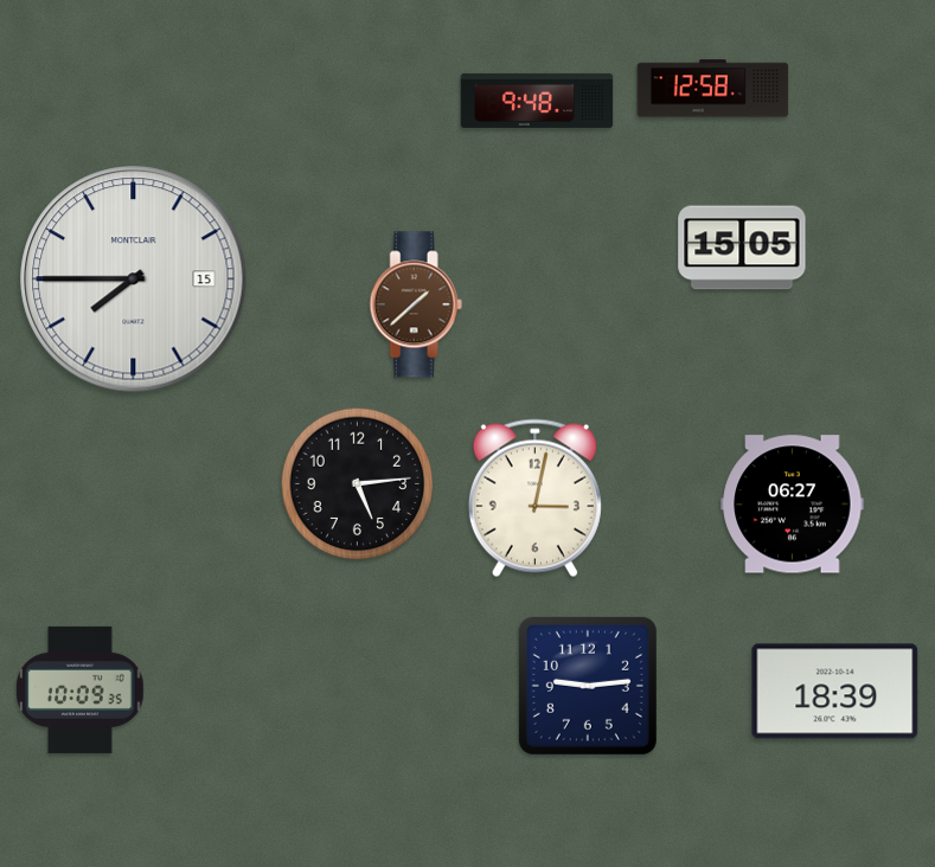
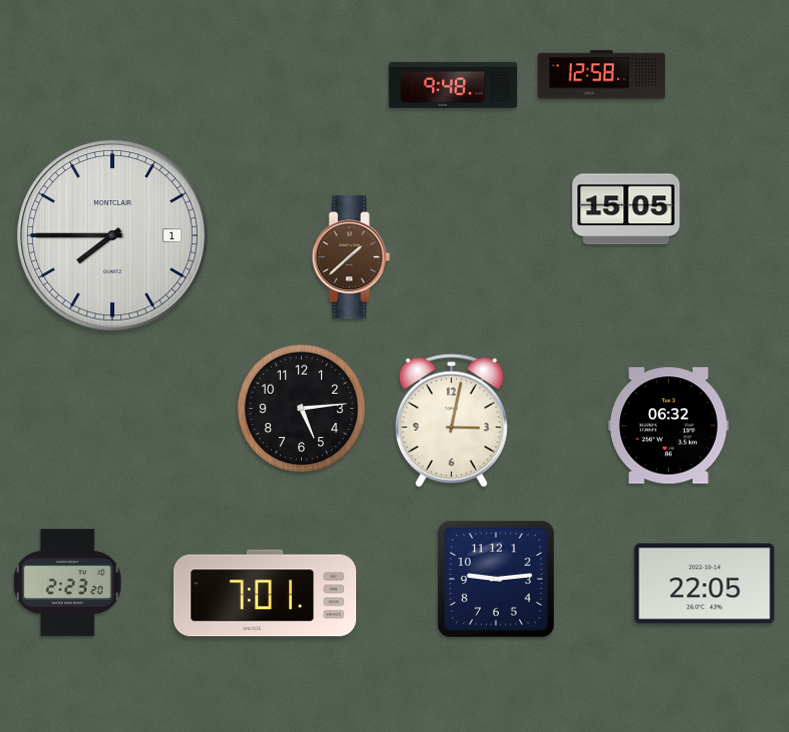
clock at (134, 280) date: 15 -> 1
clock at (793, 505): 06:27 -> 06:32
clock at (81, 689): 10:09 -> 2:23
clock at (835, 692): 18:39 -> 22:05
clock at (265, 593): none -> 7:01
